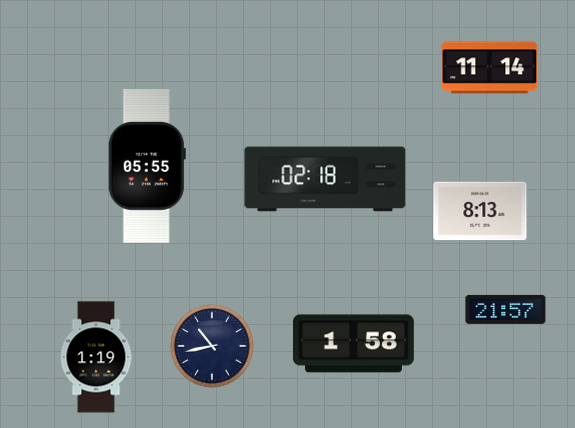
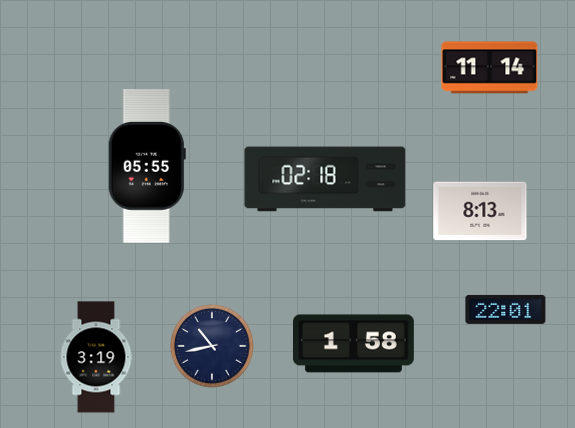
clock at (506, 309): 21:57 -> 22:01
clock at (96, 357): 1:19 -> 3:19
